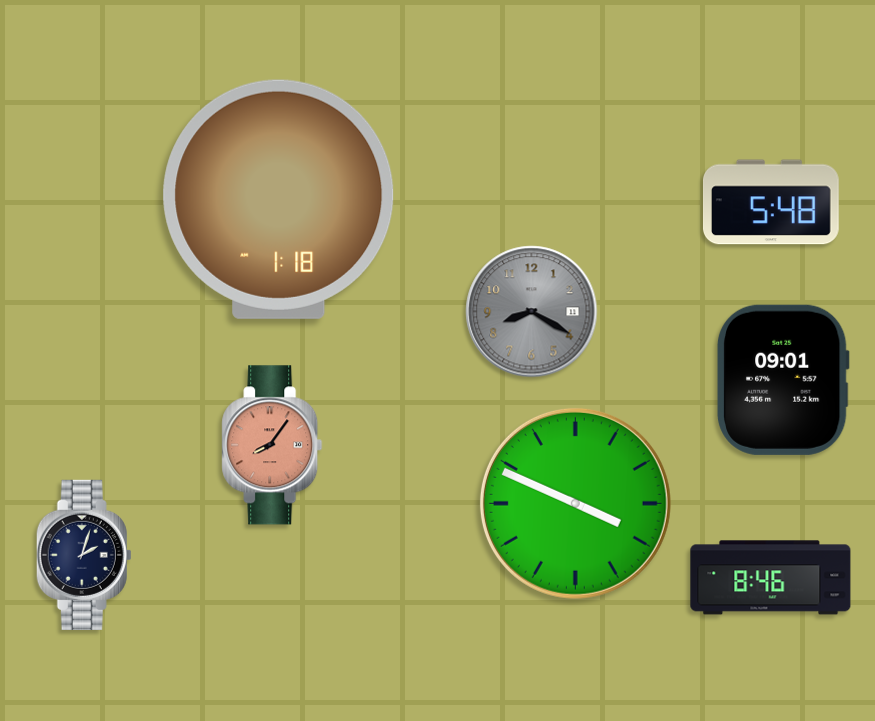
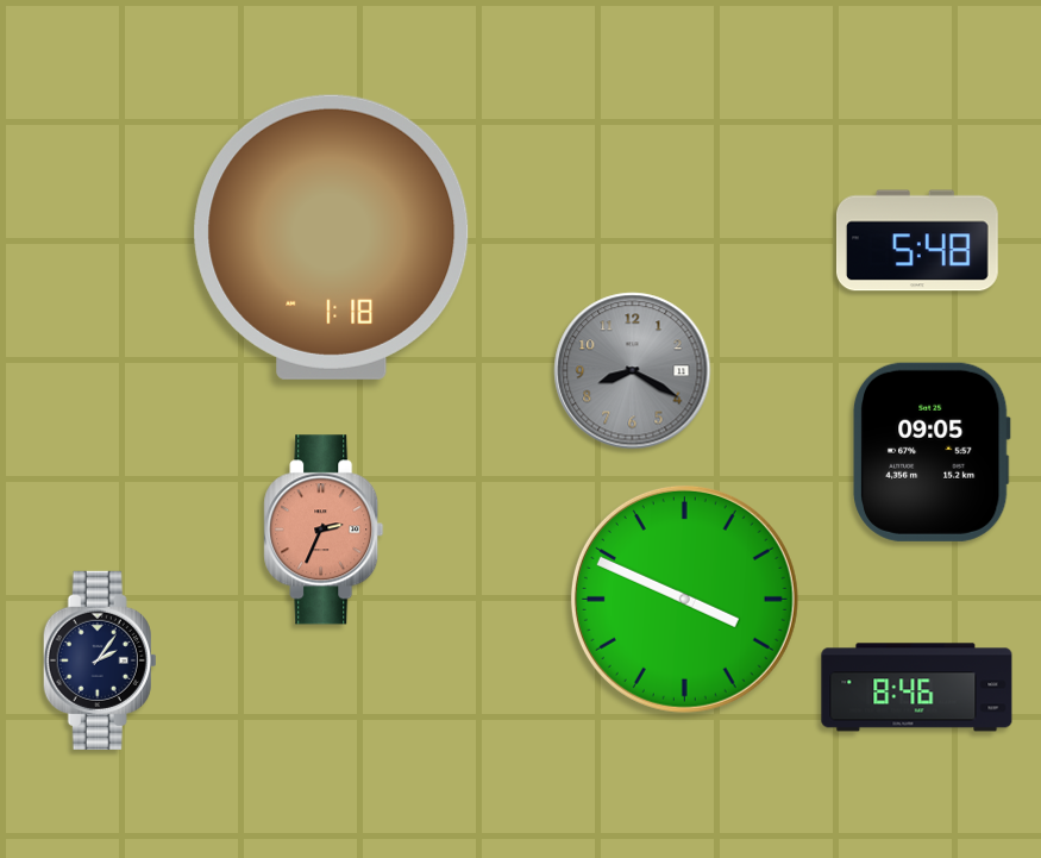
clock at (783, 380): 09:01 -> 09:05
clock at (272, 445): 8:06 -> 2:34
clock at (84, 555): 2:03 -> 2:06
